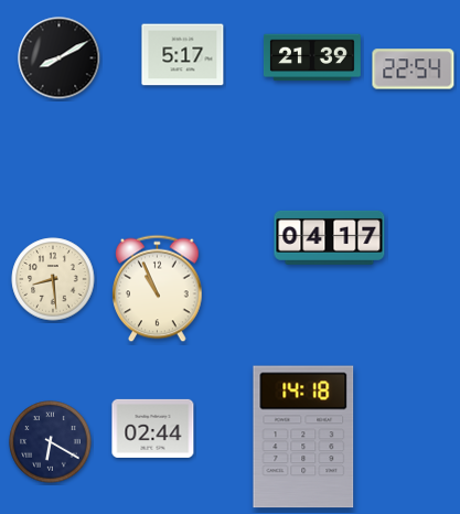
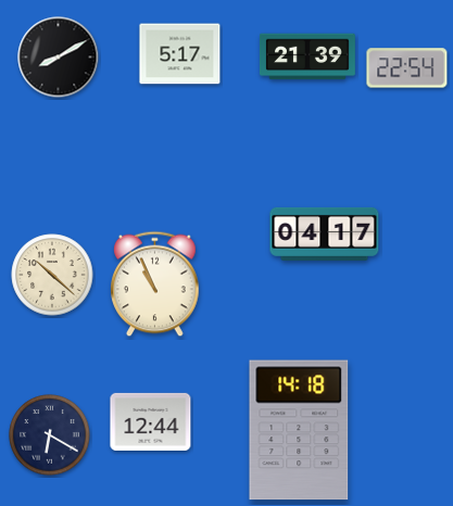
clock at (53, 279): 8:29 -> 10:22
clock at (153, 428): 02:44 -> 12:44
